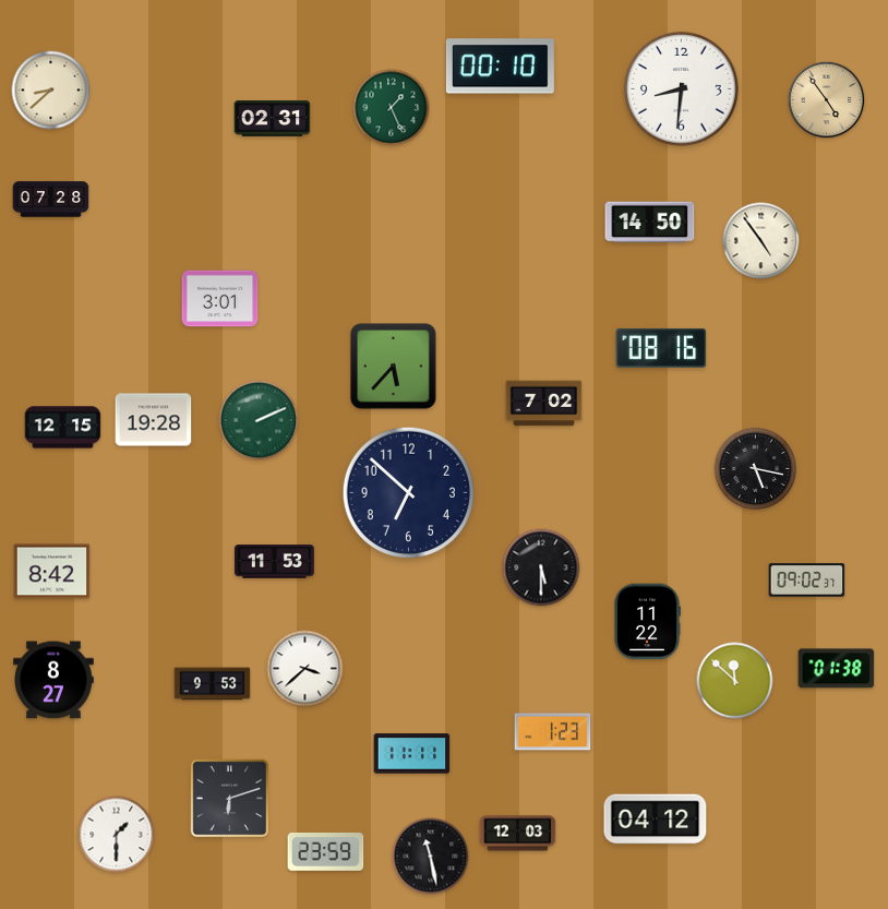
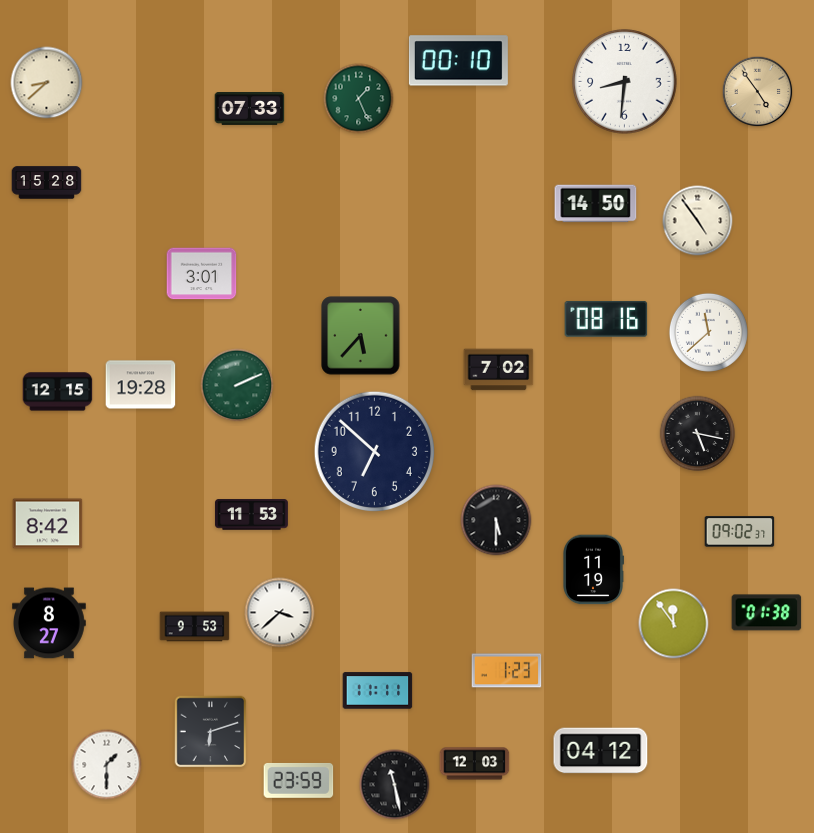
clock at (273, 119): 02:31 -> 07:33
clock at (51, 200): 07:28 -> 15:28
clock at (708, 332): none -> 11:38
clock at (756, 469) position: (756, 469) -> (698, 434)
clock at (648, 622): 11:22 -> 11:19
clock at (735, 681): 11:52 -> 11:54
